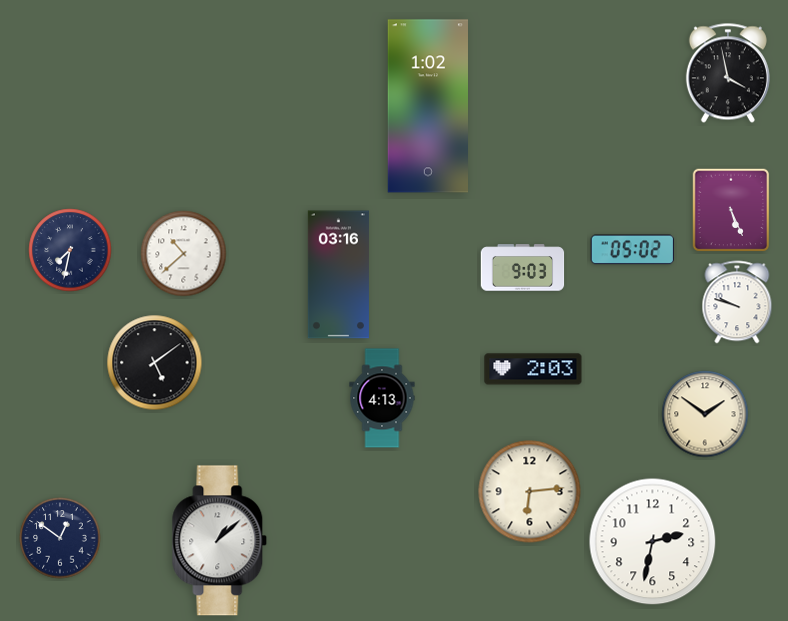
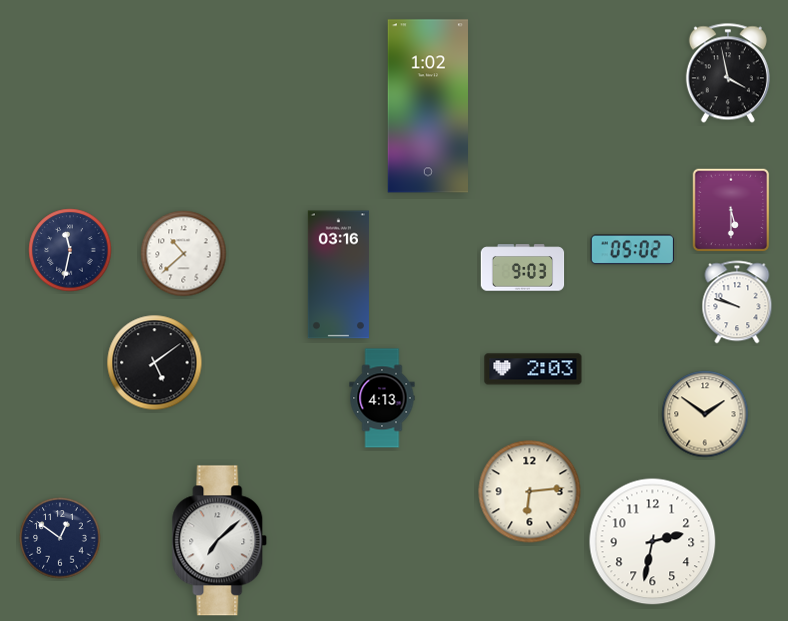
clock at (731, 210): 5:26 -> 5:30
clock at (70, 250): 7:32 -> 11:32
clock at (220, 541): 1:08 -> 7:08
